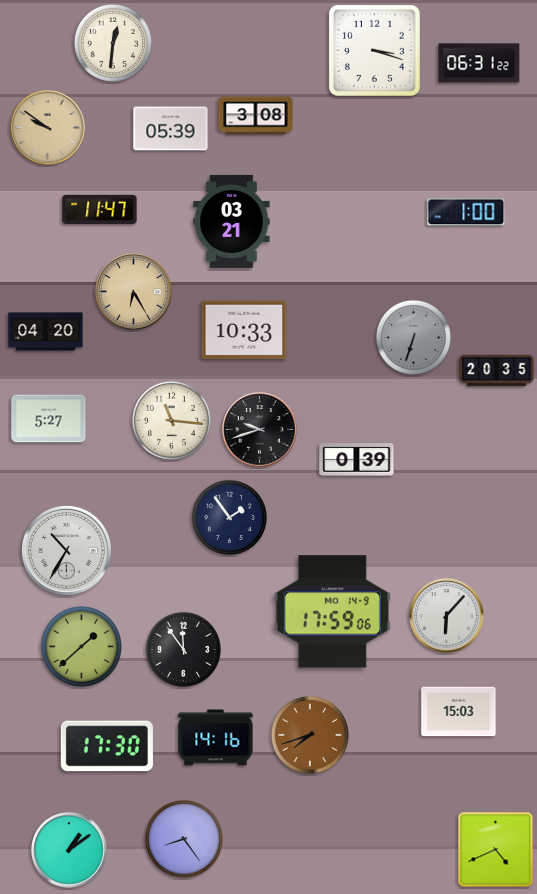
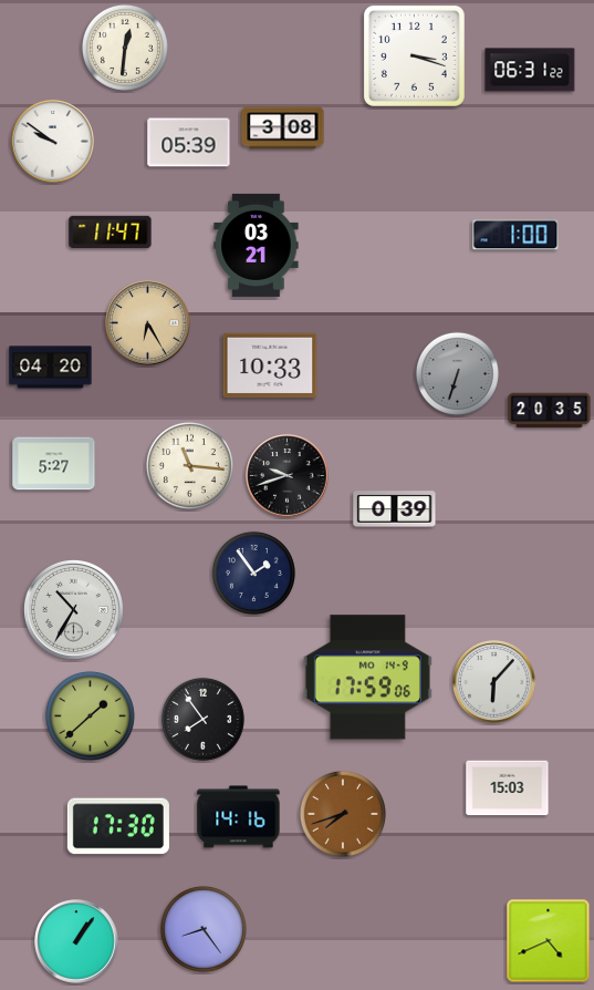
clock at (48, 128) dial: champagne -> white
clock at (183, 649): 11:54 -> 7:54
clock at (69, 850): 1:09 -> 1:06
